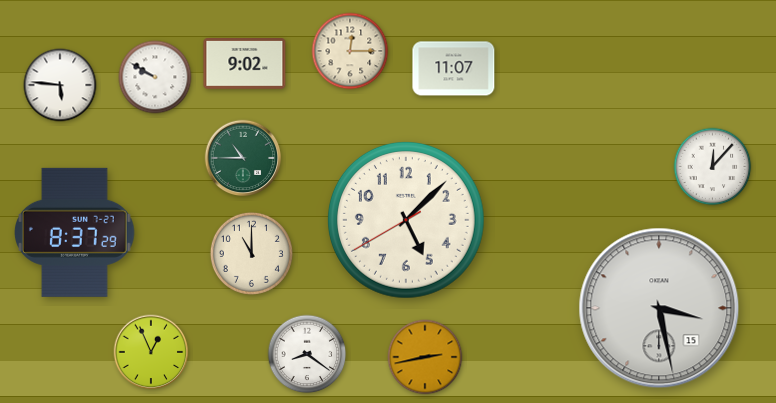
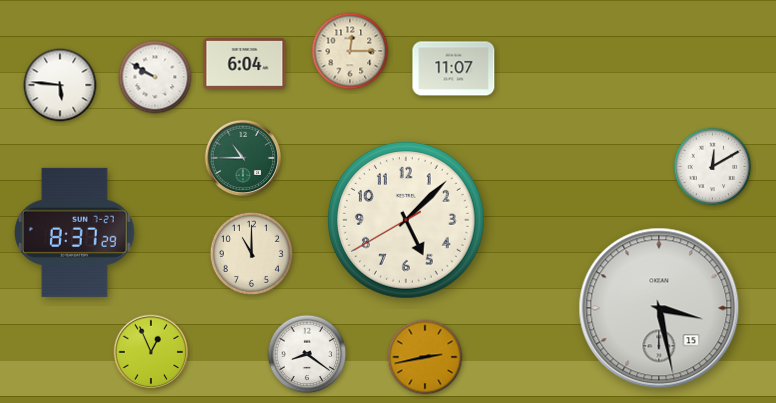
clock at (245, 64): 9:02 -> 6:04
clock at (713, 167): 12:07 -> 12:10
